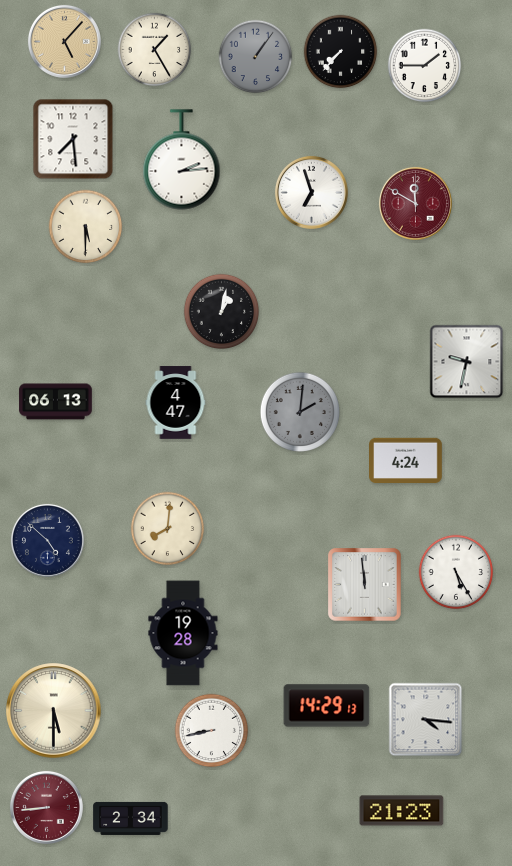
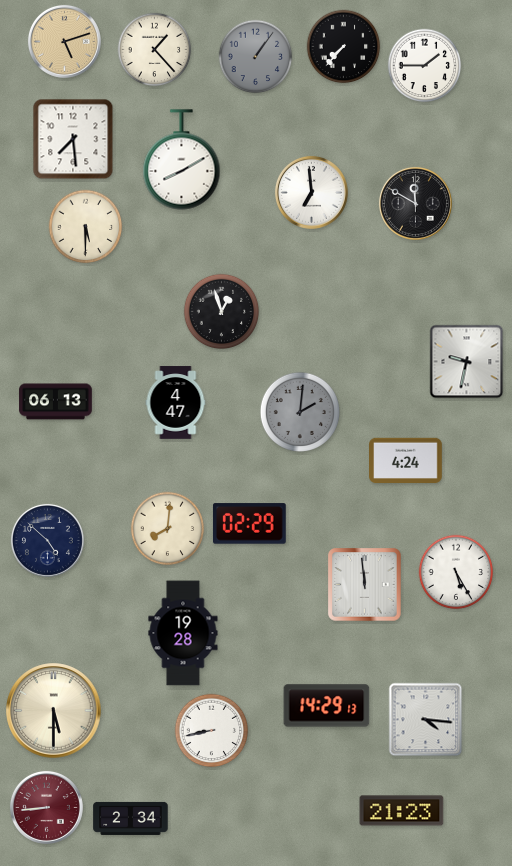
clock at (64, 41): 5:07 -> 5:12
clock at (155, 50): 1:25 -> 1:23
clock at (341, 52) position: (341, 52) -> (344, 47)
clock at (182, 160): 2:14 -> 8:10
clock at (311, 192): 6:57 -> 6:59
clock at (415, 203) dial: burgundy -> black
clock at (222, 312): 1:02 -> 12:57
clock at (249, 524): none -> 02:29
